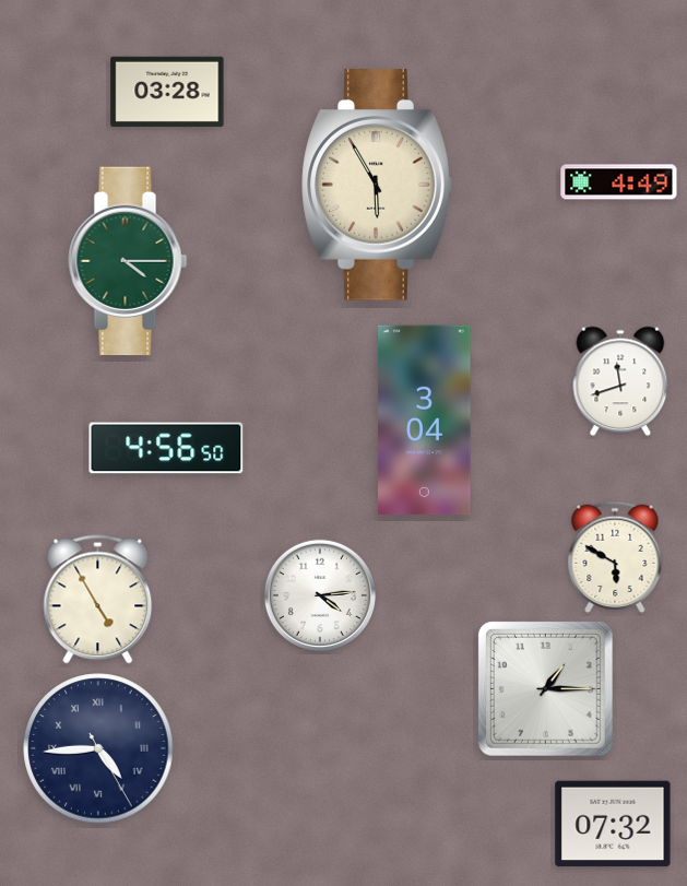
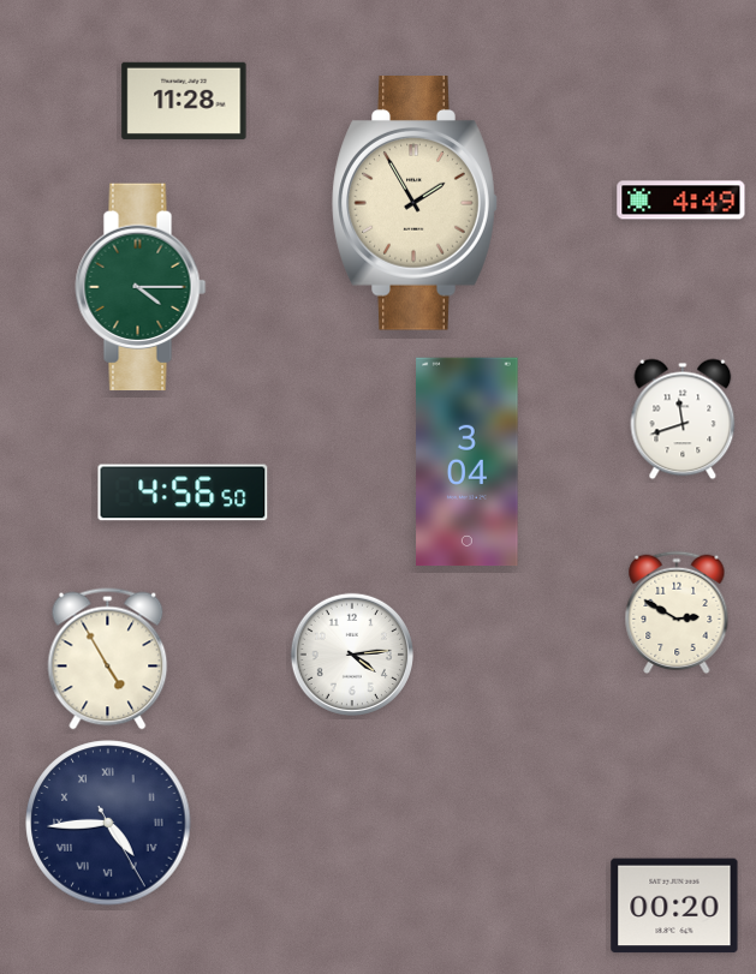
clock at (167, 92): 03:28 -> 11:28
clock at (377, 185): 5:55 -> 1:55
clock at (615, 556): 5:50 -> 2:50
clock at (545, 688): 1:15 -> none
clock at (613, 824): 07:32 -> 00:20
